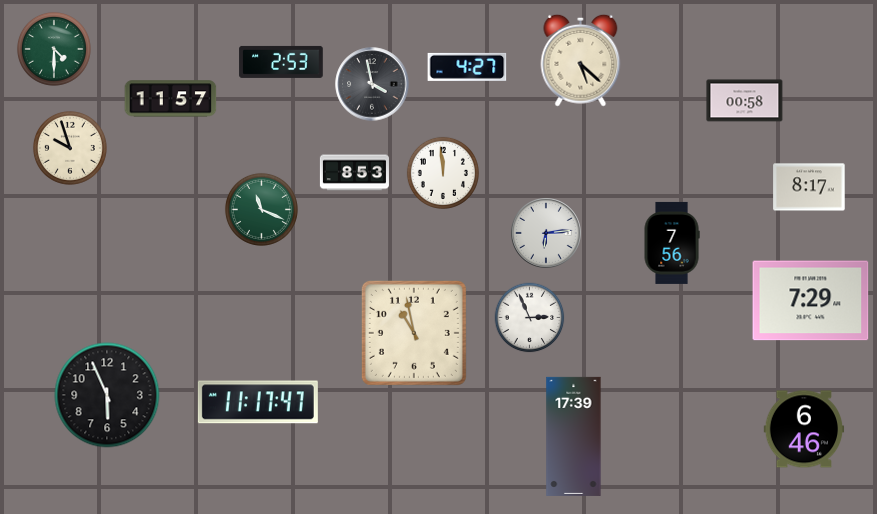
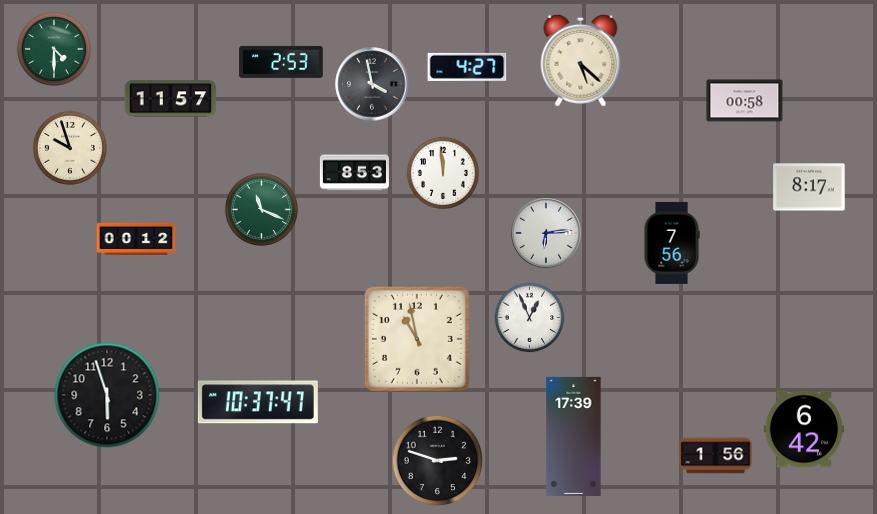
clock at (136, 239): none -> 00:12
clock at (811, 301): 7:29 -> none
clock at (530, 318): 2:56 -> 12:56
clock at (414, 333) position: (414, 333) -> (417, 339)
clock at (107, 395): 5:56 -> 5:57
clock at (258, 402): 11:17 -> 10:37
clock at (804, 429): 6:46 -> 6:42
clock at (716, 456): none -> 1:56
clock at (438, 461): none -> 2:48
